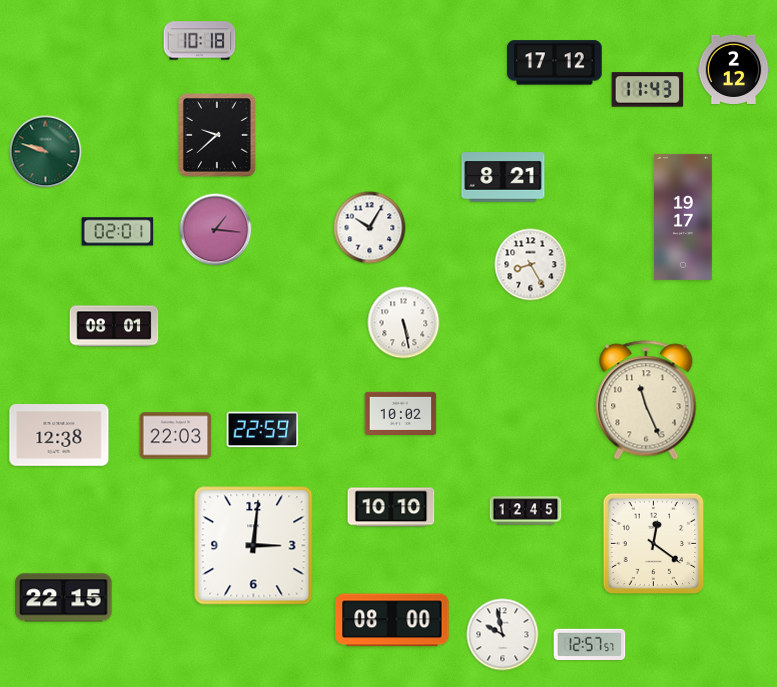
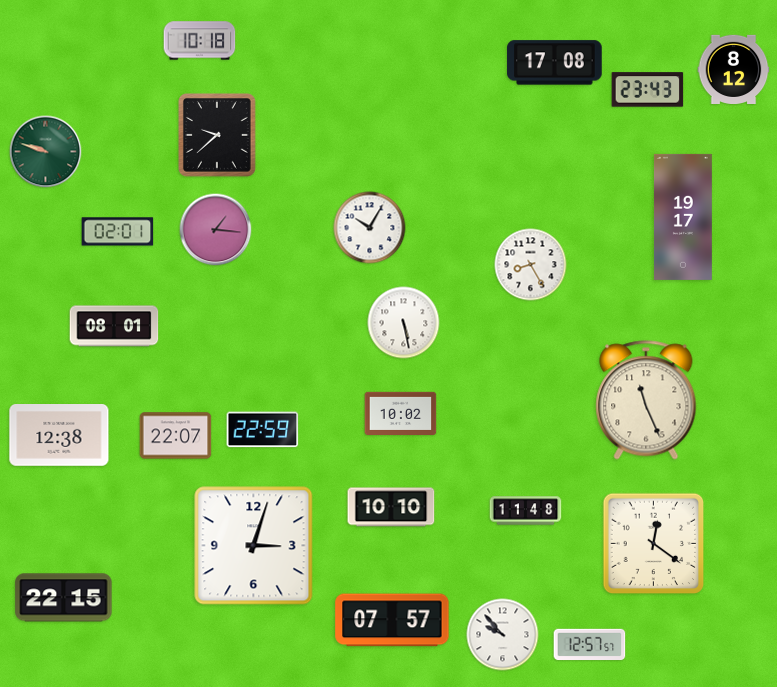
clock at (555, 63): 17:12 -> 17:08
clock at (734, 69): 2:12 -> 8:12
clock at (648, 90): 11:43 -> 23:43
clock at (503, 177): 8:21 -> none
clock at (176, 436): 22:03 -> 22:07
clock at (526, 511): 12:45 -> 11:48
clock at (254, 546): 3:01 -> 3:03
clock at (392, 620): 08:00 -> 07:57
clock at (503, 635): 9:58 -> 9:53
